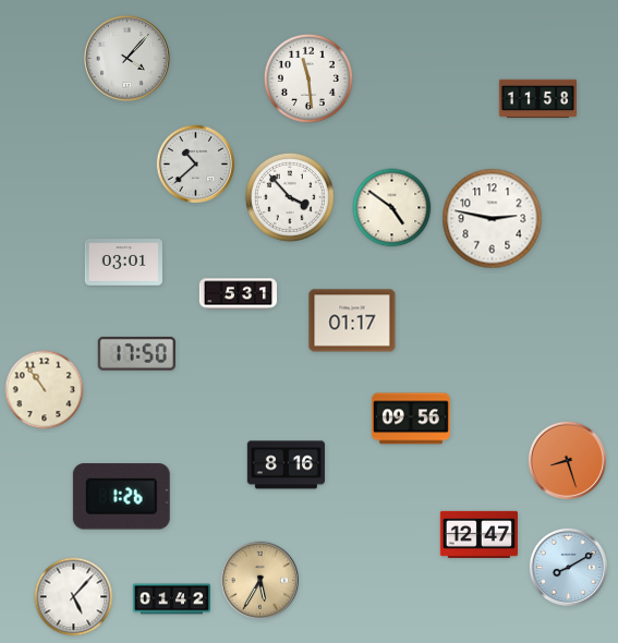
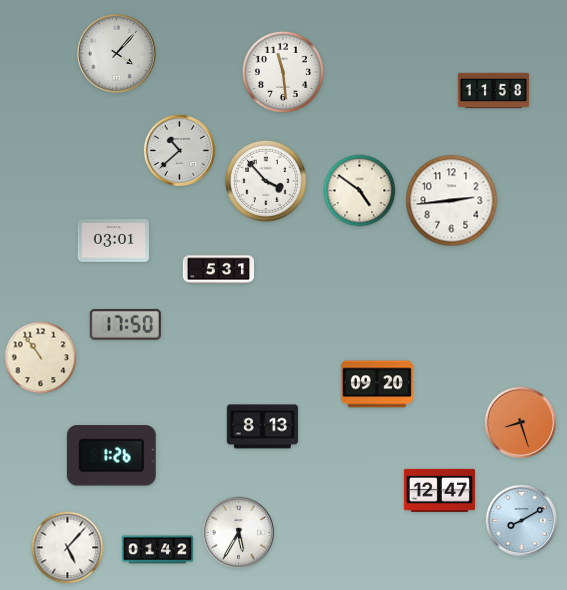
clock at (493, 219): 2:47 -> 2:44
clock at (352, 320): 01:17 -> none
clock at (411, 418): 09:56 -> 09:20
clock at (286, 465): 8:16 -> 8:13
clock at (259, 580) dial: champagne -> white
